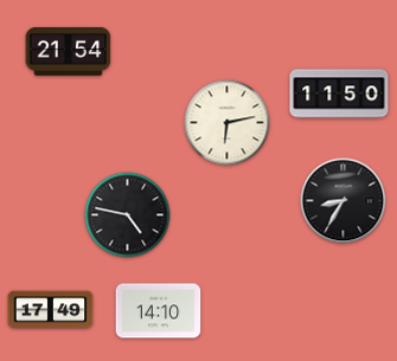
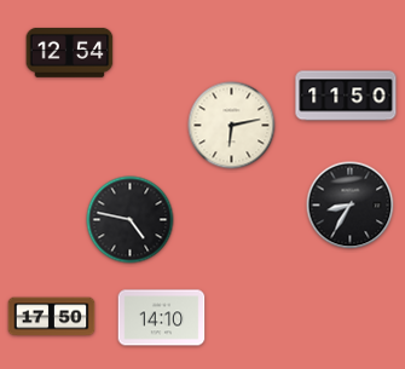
clock at (69, 52): 21:54 -> 12:54
clock at (51, 310): 17:49 -> 17:50
